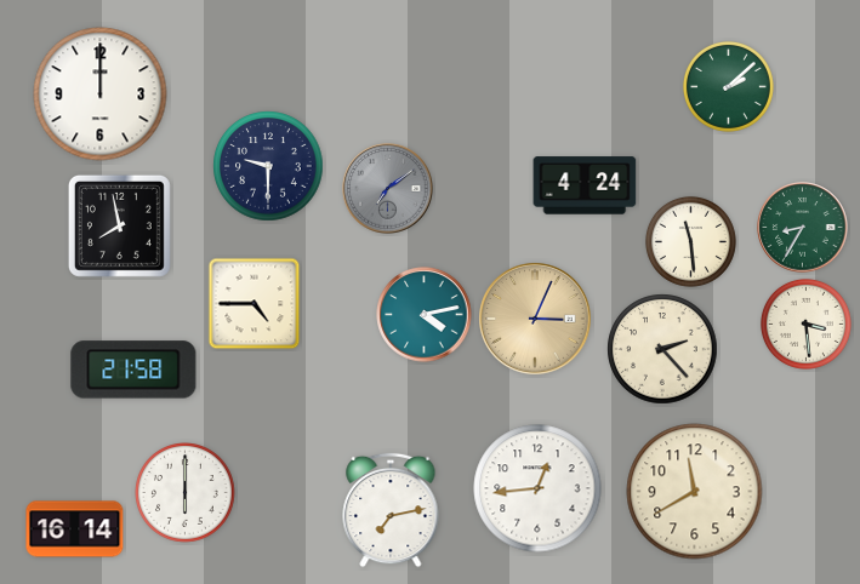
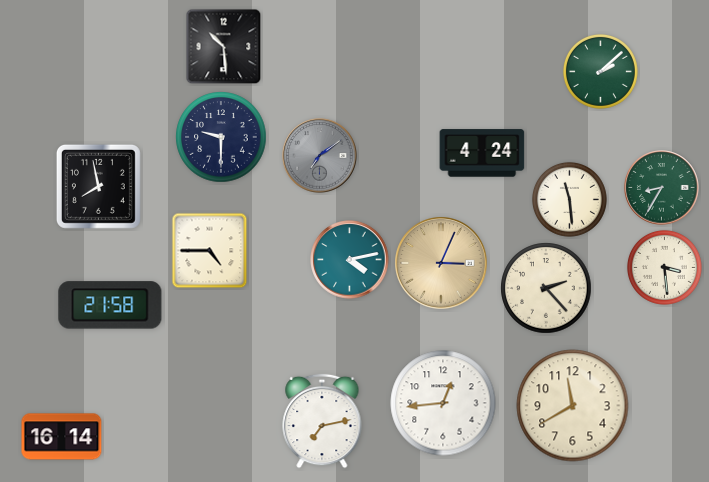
clock at (224, 47): none -> 10:29
clock at (101, 95): 12:00 -> none
clock at (186, 493): 6:00 -> none
